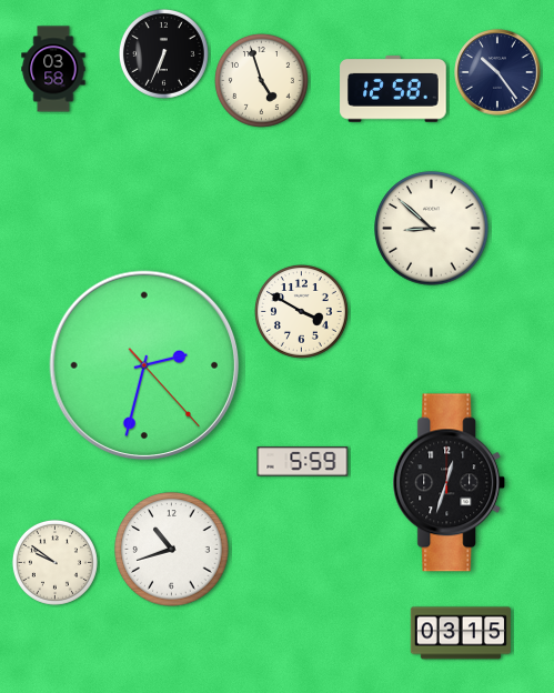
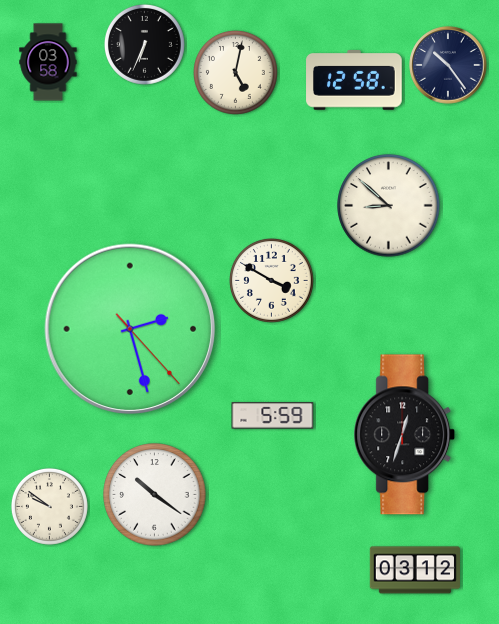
clock at (163, 53) position: (163, 53) -> (144, 44)
clock at (262, 81): 4:57 -> 5:02
clock at (144, 365): 2:32 -> 2:27
clock at (172, 550): 10:42 -> 10:21
clock at (461, 633): 03:15 -> 03:12
